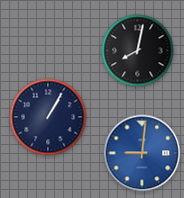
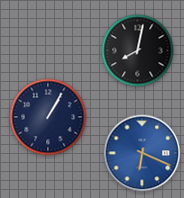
clock at (142, 153): 9:01 -> 6:19
